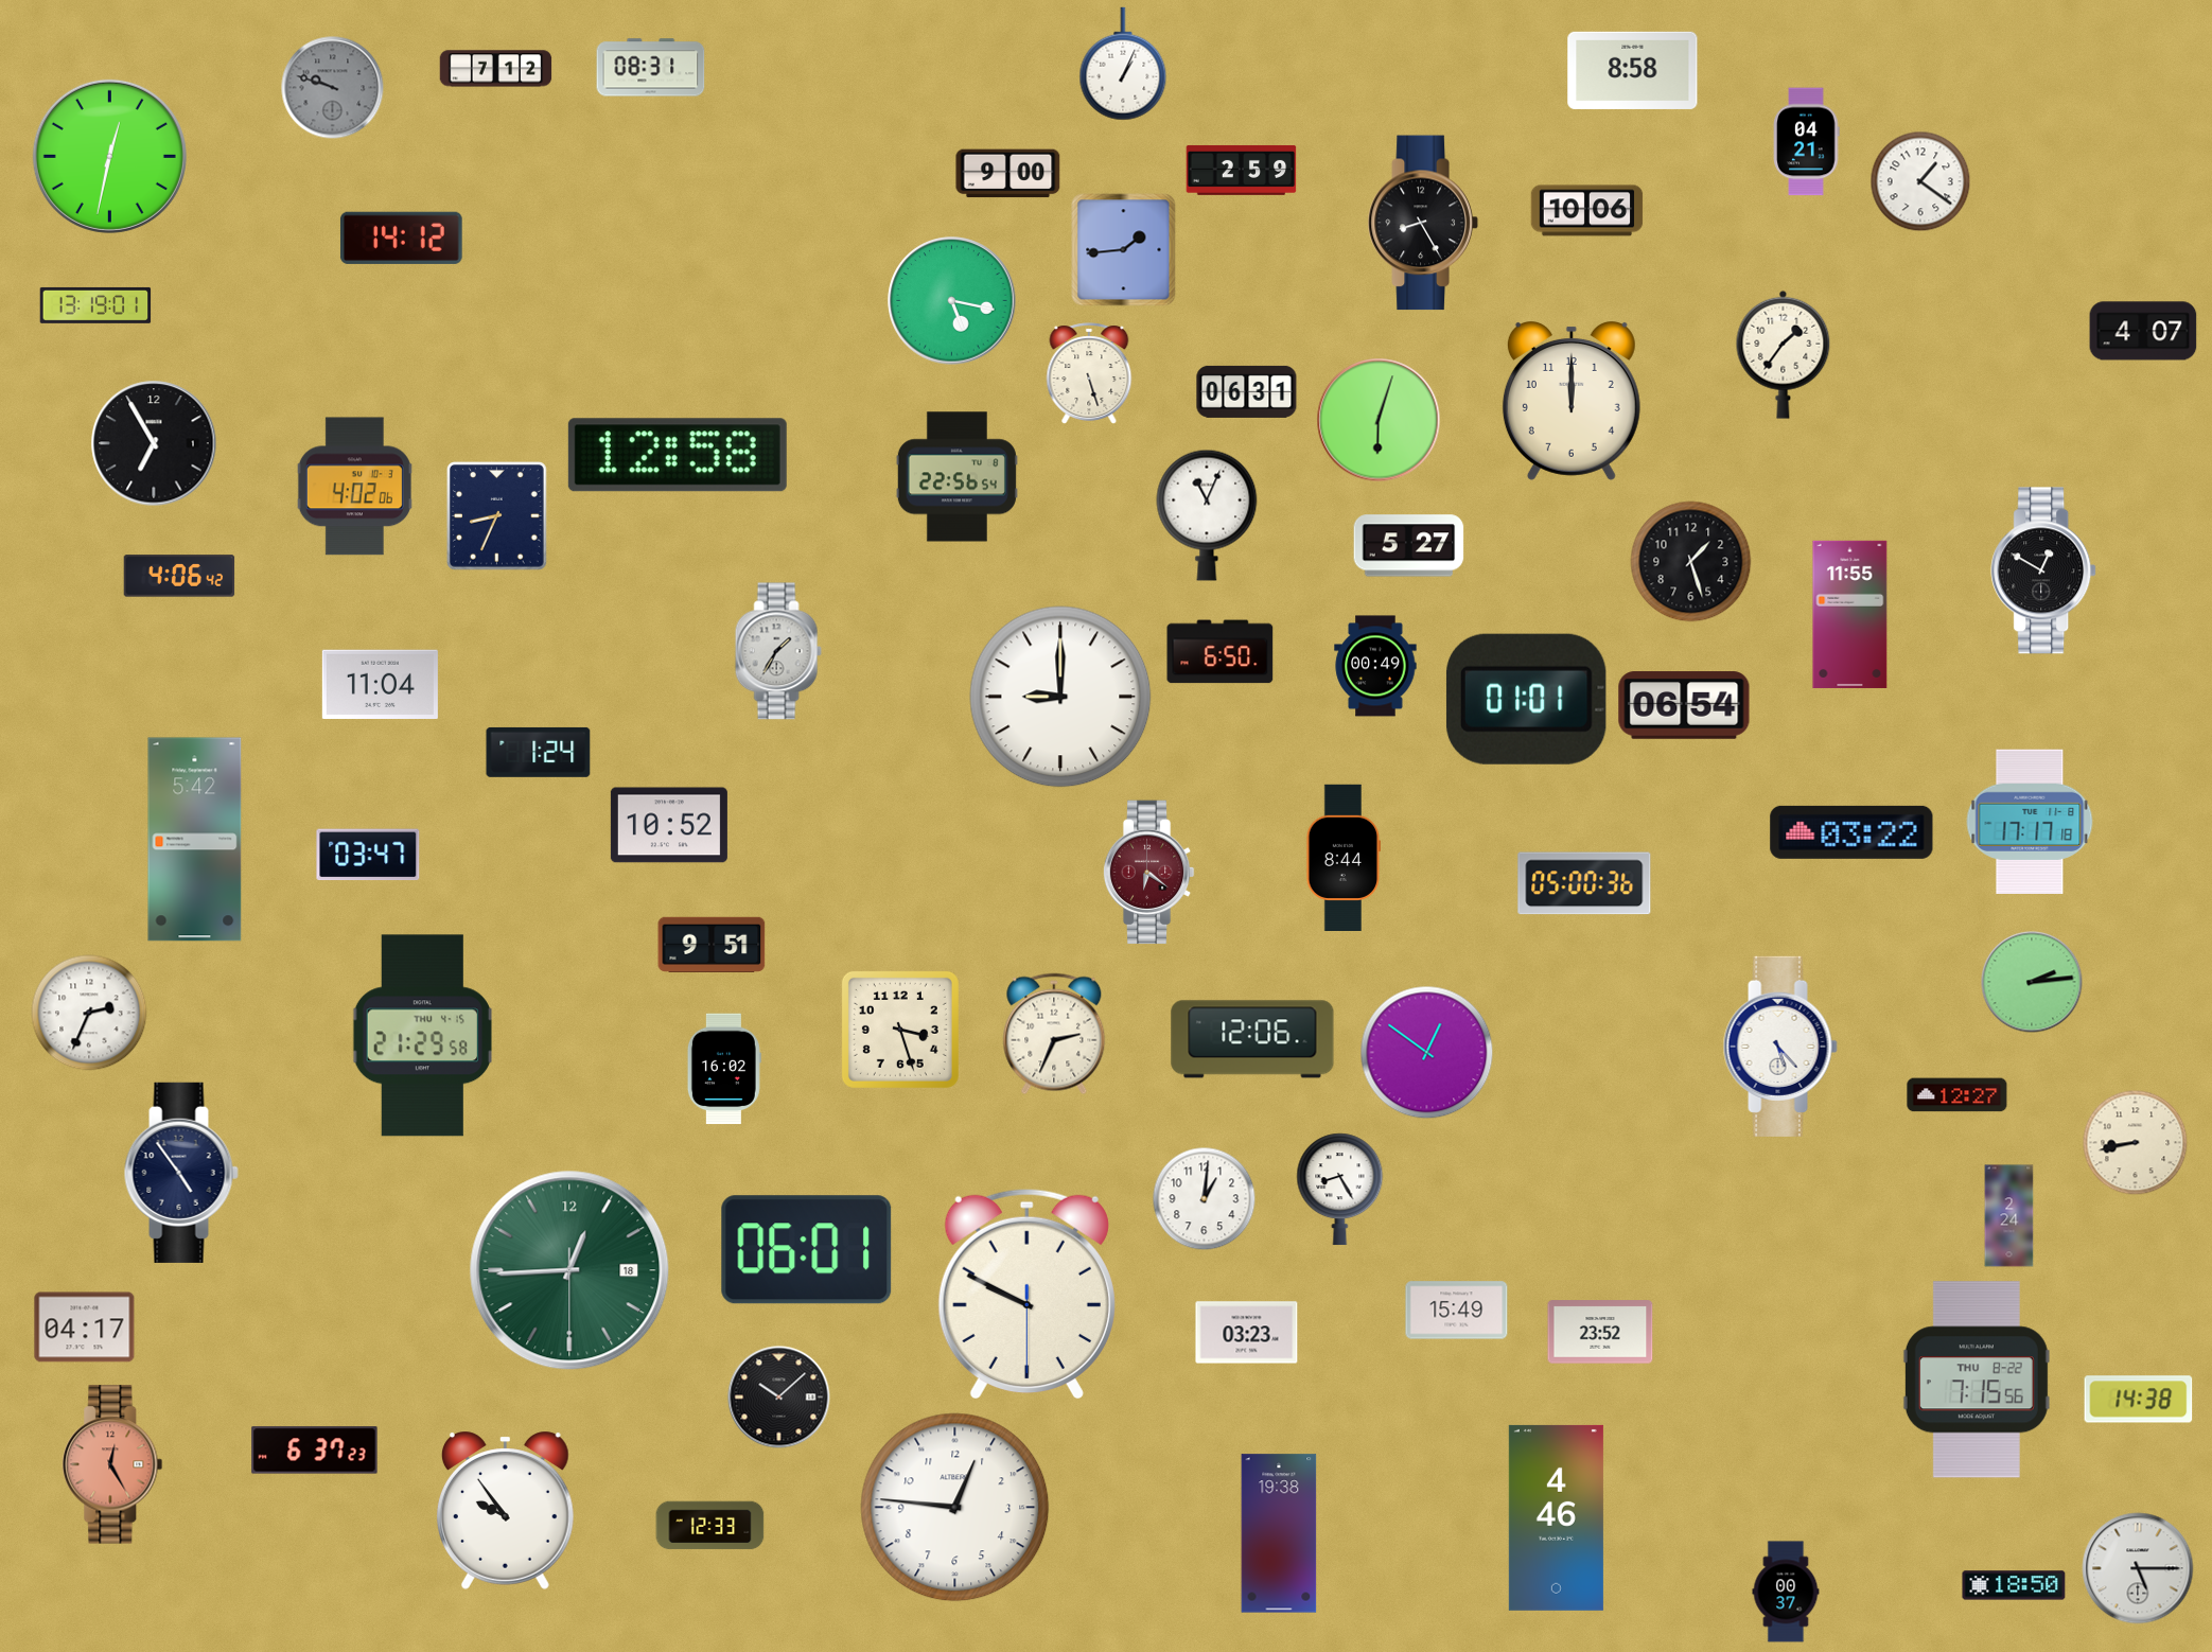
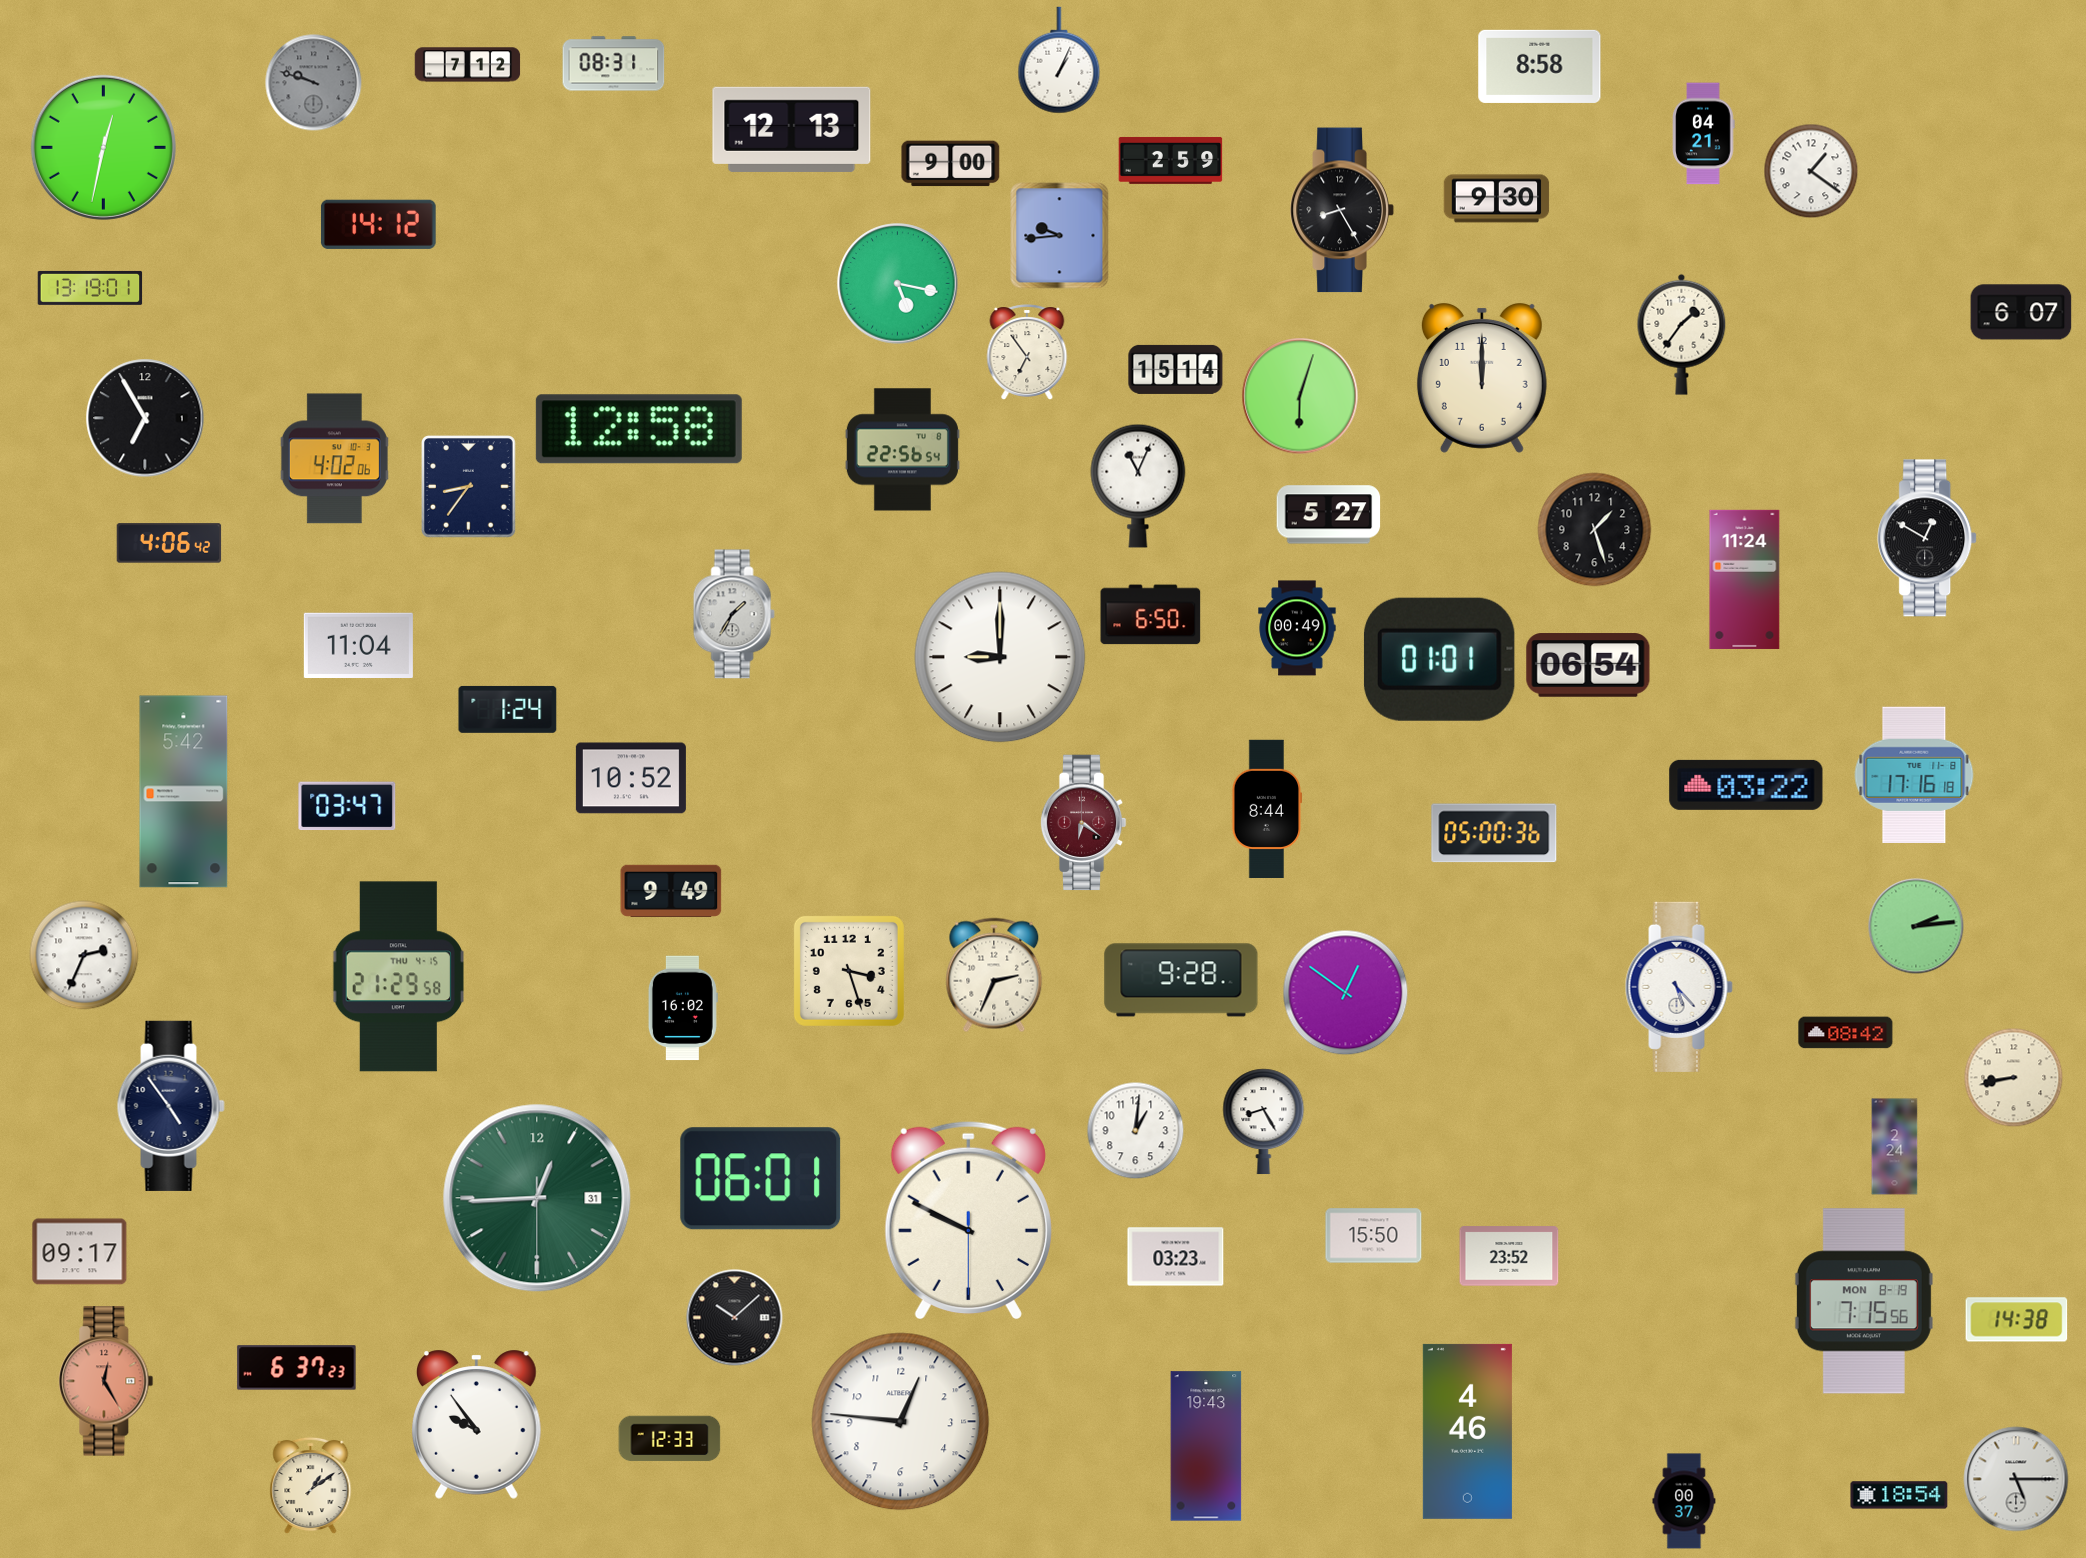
clock at (792, 129): none -> 12:13
clock at (1587, 211): 10:06 -> 9:30
clock at (1124, 250): 1:44 -> 9:44
clock at (2143, 331): 4:07 -> 6:07
clock at (1089, 373): 5:27 -> 6:54
clock at (1247, 391): 06:31 -> 15:14
clock at (497, 516): 8:34 -> 8:36
clock at (1850, 614): 11:55 -> 11:24
clock at (2030, 821): 17:17 -> 17:16
clock at (712, 945): 9:51 -> 9:49
clock at (1252, 1039): 12:06 -> 9:28
clock at (1958, 1095): 12:27 -> 08:42
clock at (569, 1270) date: 18 -> 31
clock at (1457, 1311): 15:49 -> 15:50
clock at (85, 1328): 04:17 -> 09:17
clock at (1977, 1379) date: THU 8-22 -> MON 8-19
clock at (1279, 1533): 19:38 -> 19:43
clock at (311, 1486): none -> 1:09
clock at (2014, 1585): 18:50 -> 18:54
